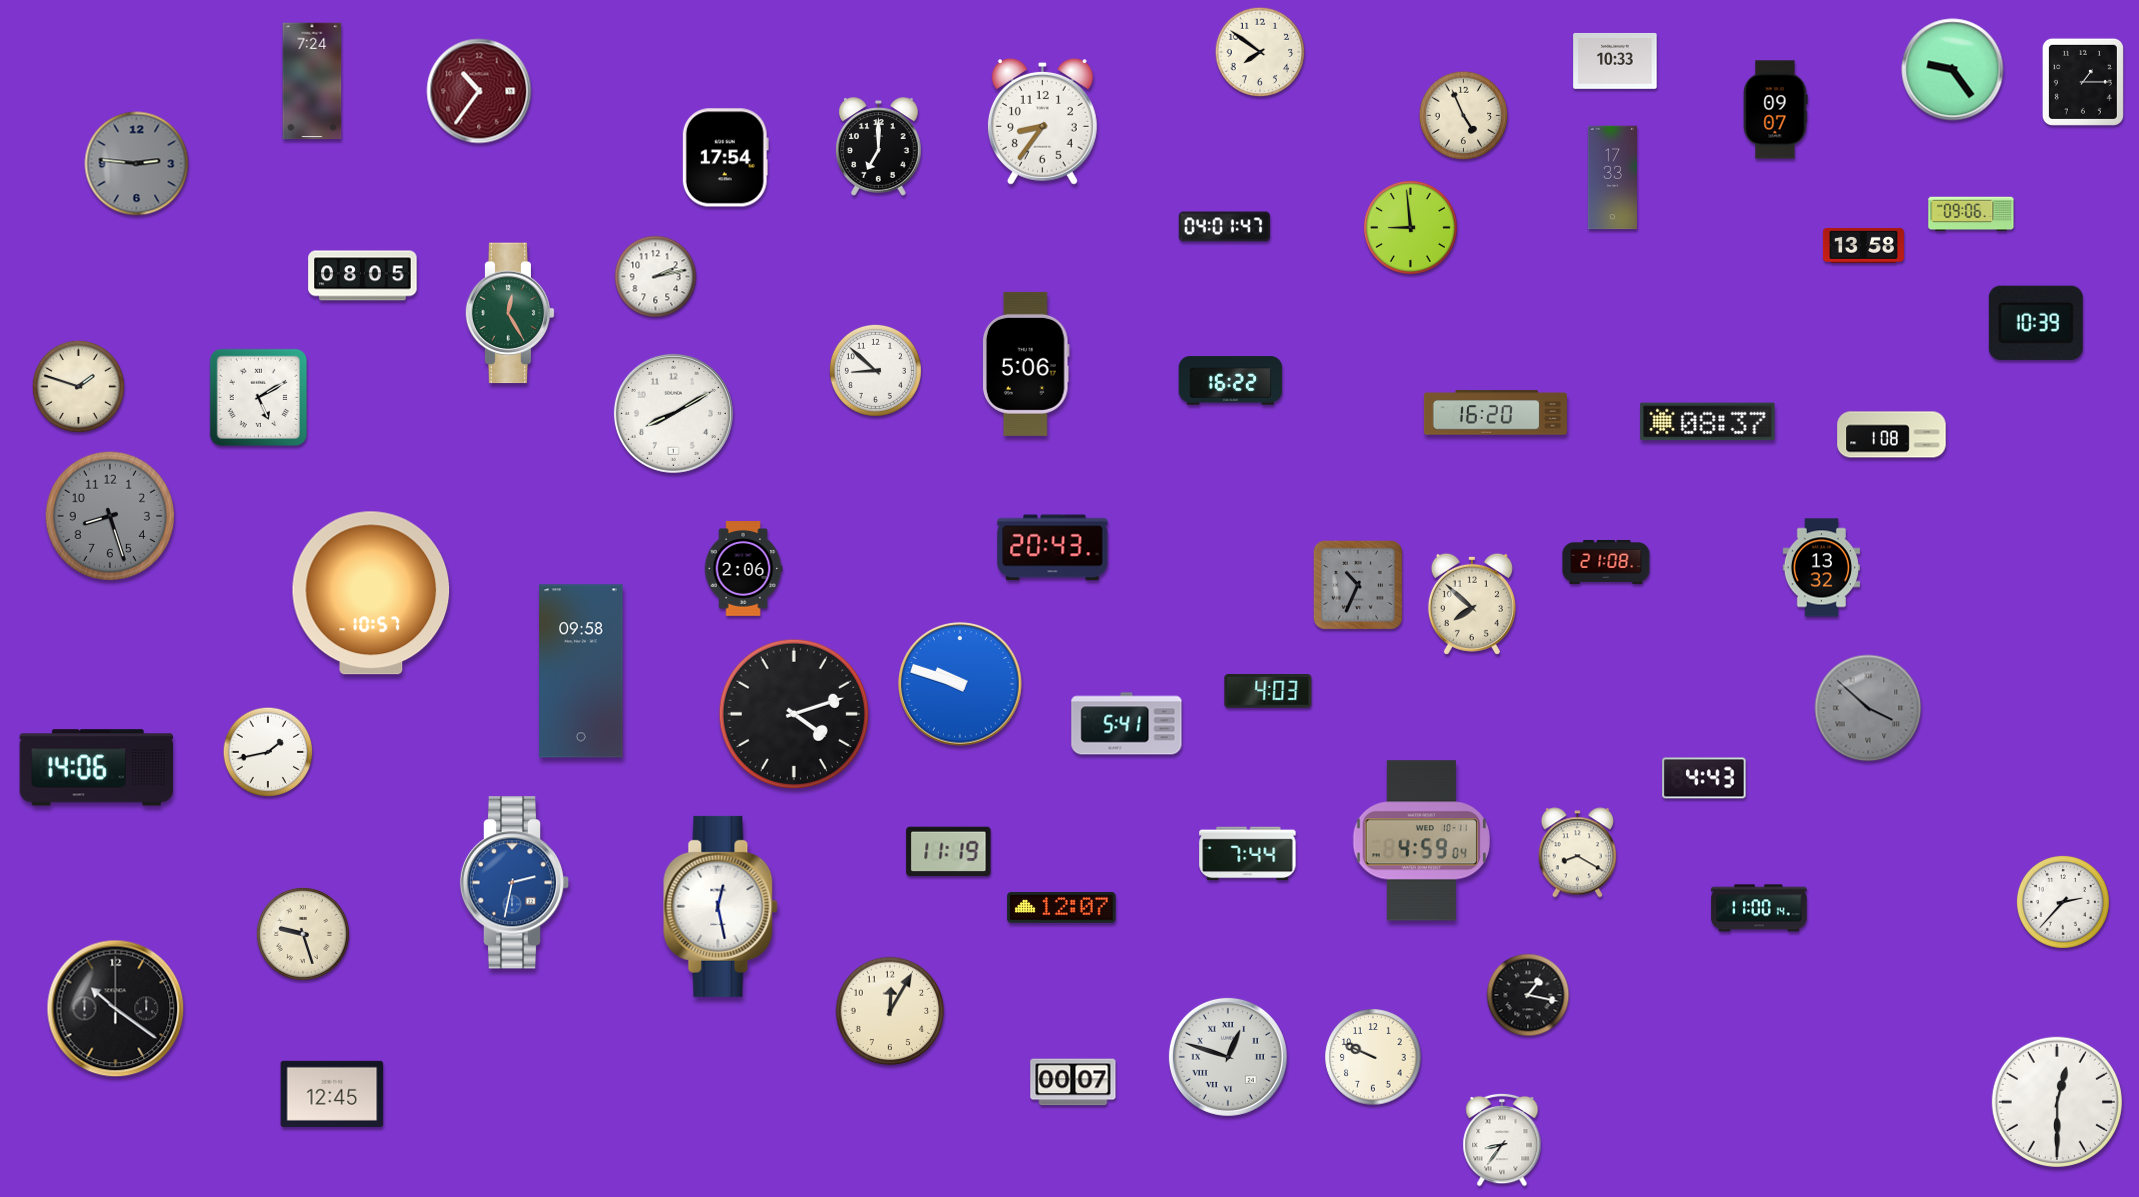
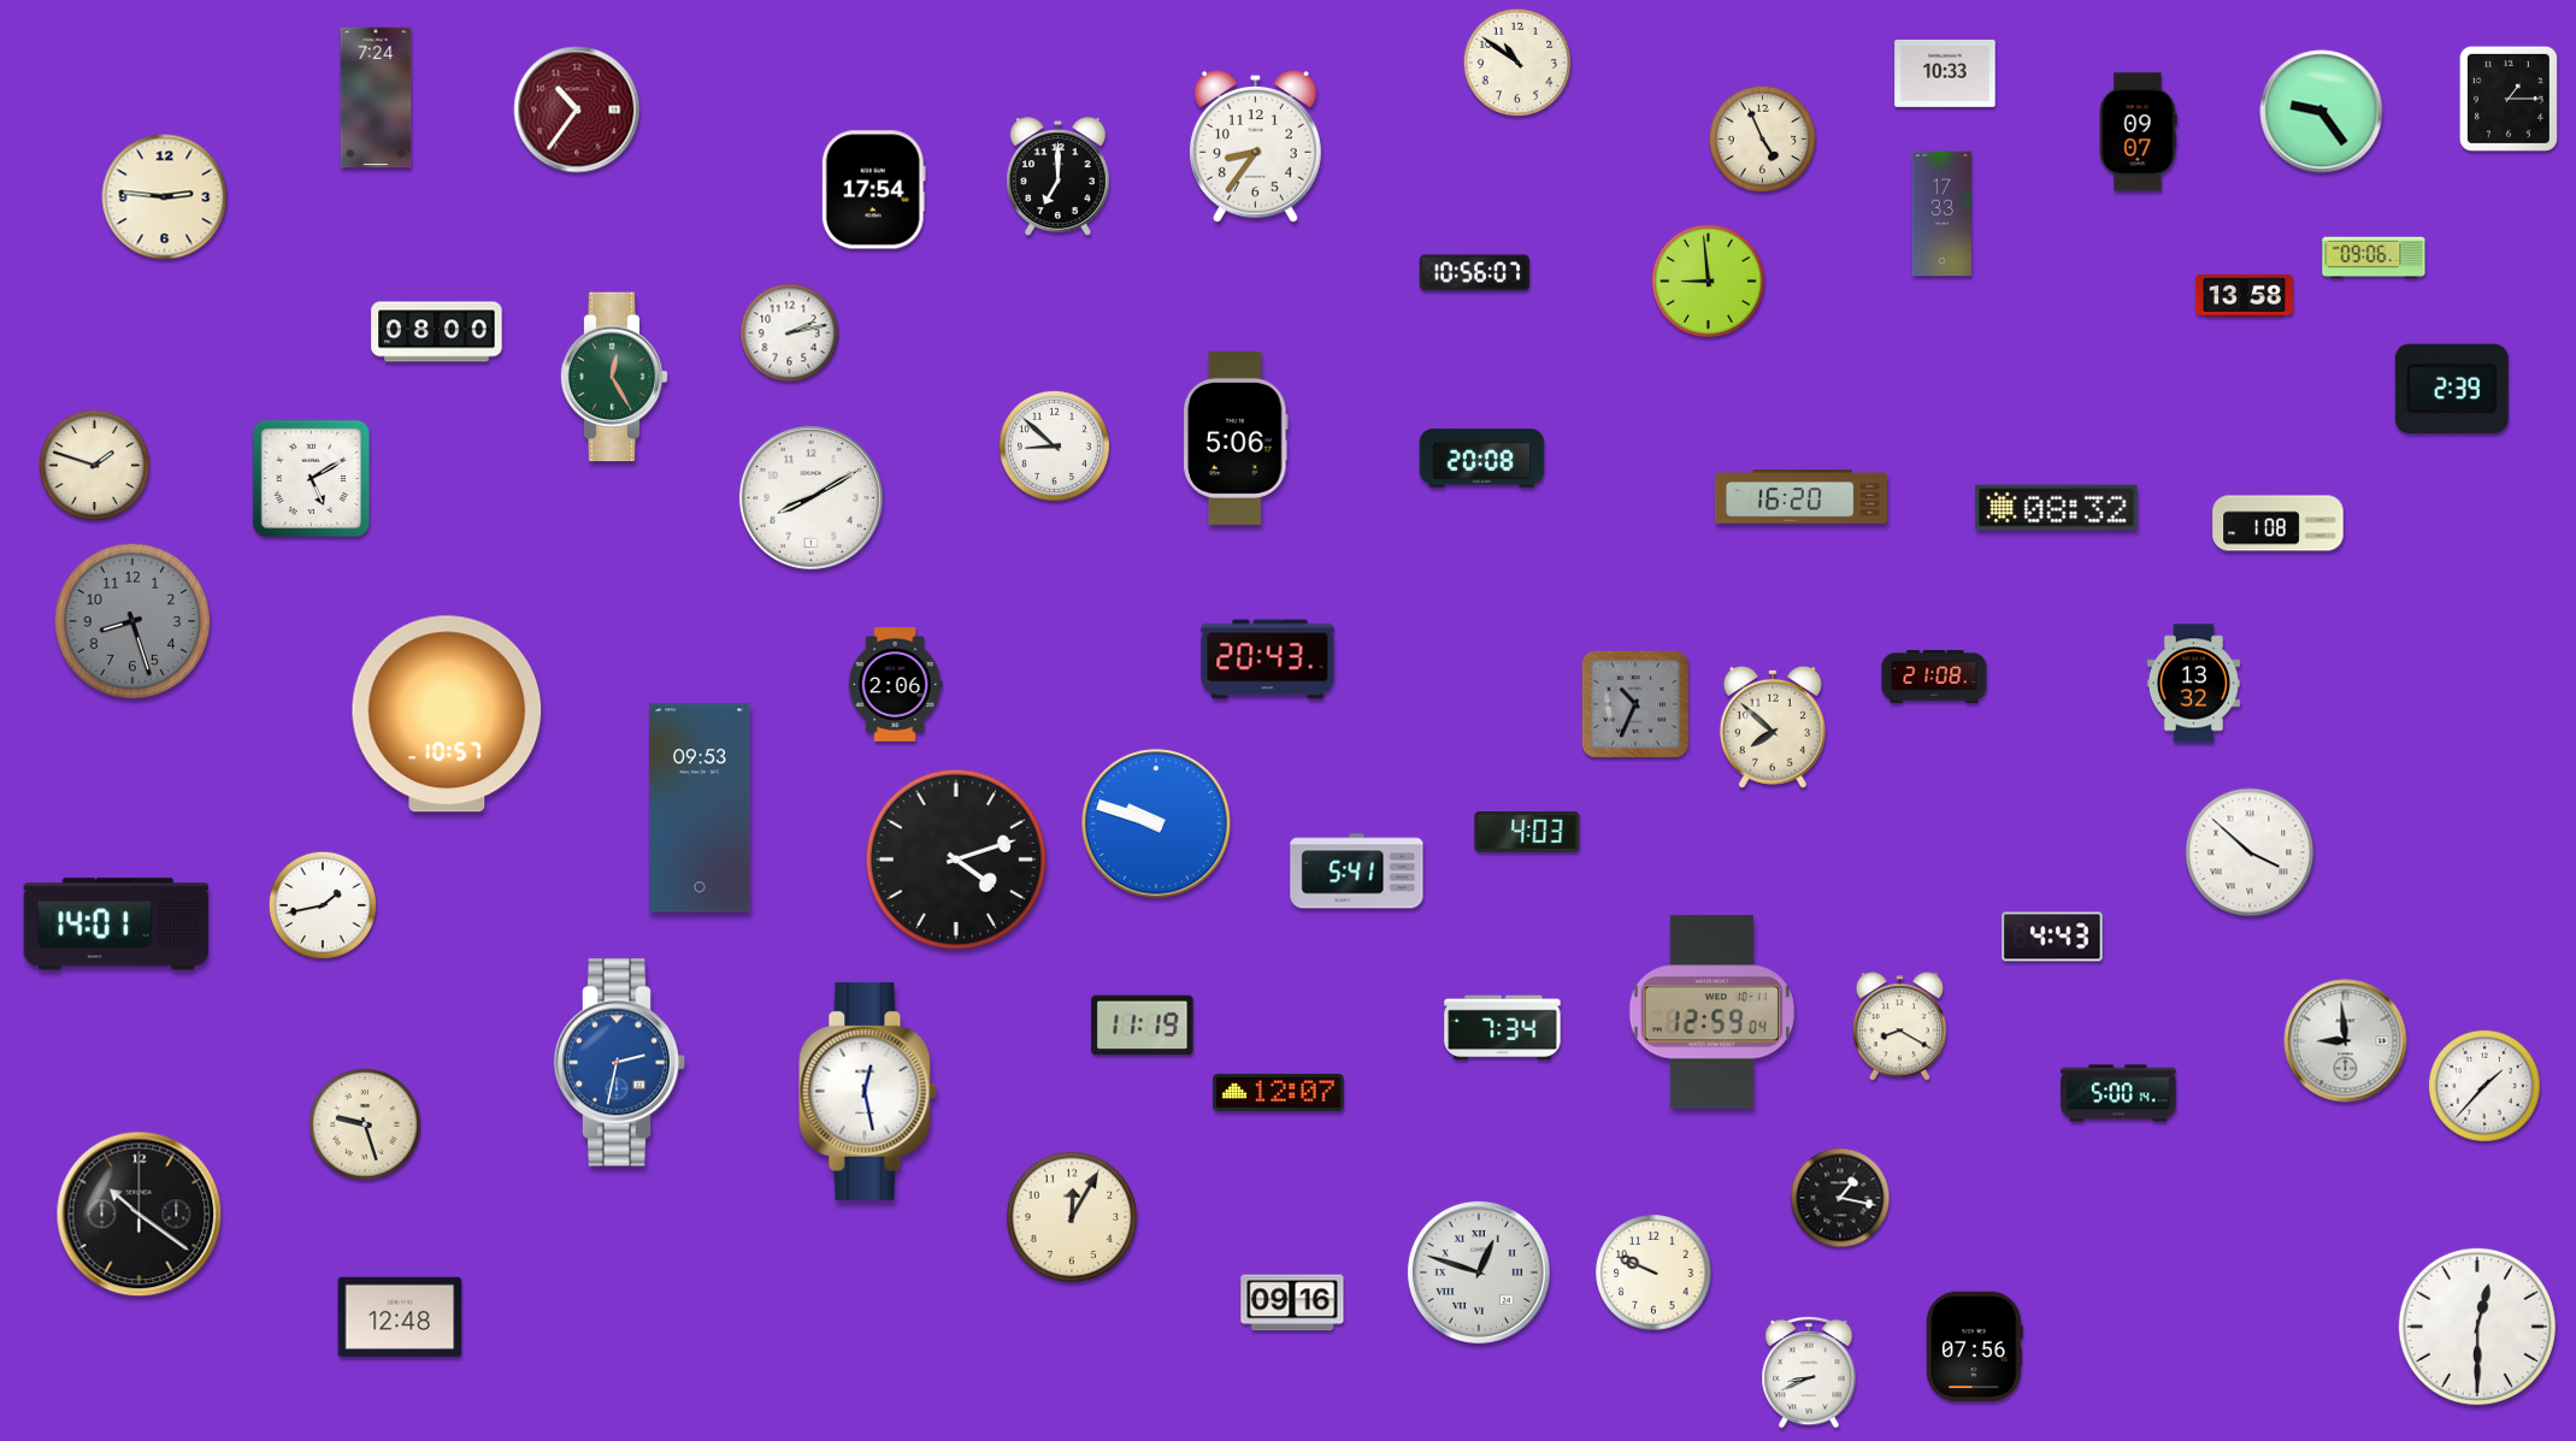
clock at (1260, 52): 7:51 -> 10:51
clock at (1953, 70) position: (1953, 70) -> (2322, 112)
clock at (137, 164) dial: grey -> cream
clock at (1225, 227): 04:01 -> 10:56
clock at (1411, 228) position: (1411, 228) -> (1709, 282)
clock at (363, 276): 08:05 -> 08:00
clock at (2036, 323): 10:39 -> 2:39
clock at (1231, 381): 16:22 -> 20:08
clock at (1708, 422): 08:37 -> 08:32
clock at (581, 671): 09:58 -> 09:53
clock at (1868, 708) dial: grey -> white
clock at (97, 768): 14:06 -> 14:01
clock at (1421, 841): 4:59 -> 12:59
clock at (1248, 854): 7:44 -> 7:34
clock at (2346, 1041): none -> 8:59
clock at (2063, 902): 2:37 -> 1:37
clock at (1759, 908): 11:00 -> 5:00
clock at (1073, 1082): 00:07 -> 09:16
clock at (332, 1094): 12:45 -> 12:48
clock at (1974, 1347): none -> 07:56
clock at (1502, 1140): 8:36 -> 8:41
